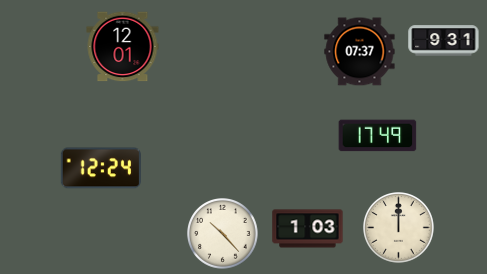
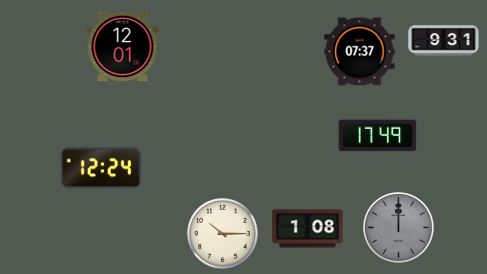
clock at (399, 228) dial: cream -> grey
clock at (308, 229): 1:03 -> 1:08
clock at (223, 234): 10:23 -> 10:15
